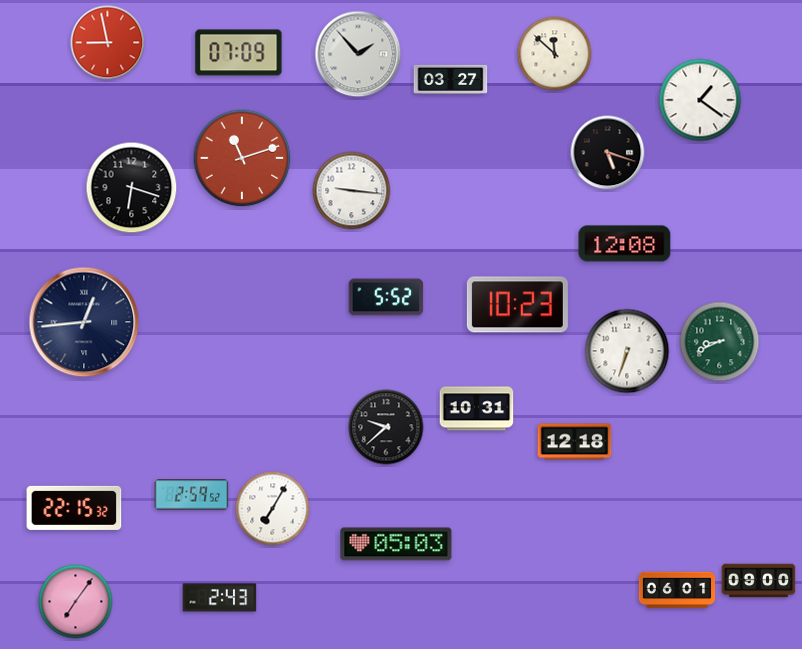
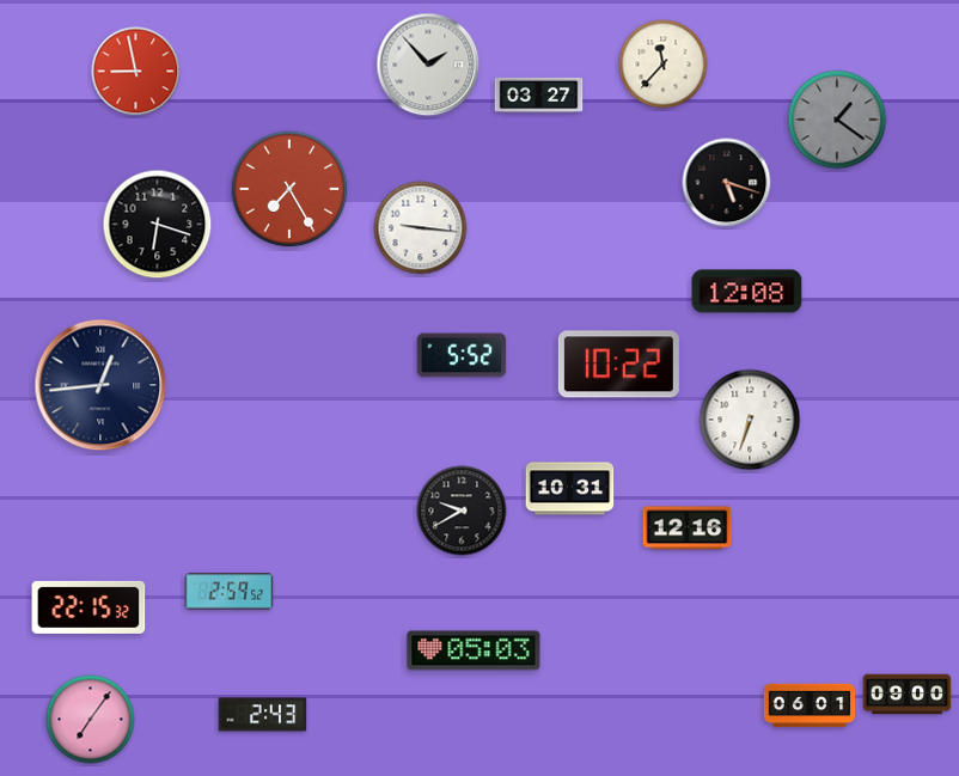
clock at (108, 43) position: (108, 43) -> (136, 72)
clock at (239, 53): 07:09 -> none
clock at (555, 54): 11:52 -> 11:37
clock at (700, 100) dial: white -> grey
clock at (242, 158): 11:12 -> 7:25
clock at (517, 305): 10:23 -> 10:22
clock at (720, 342): 8:41 -> none
clock at (386, 427): 9:38 -> 9:40
clock at (575, 442): 12:18 -> 12:16
clock at (273, 509): 7:05 -> none
